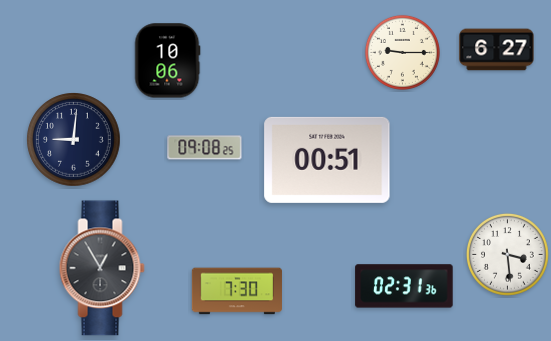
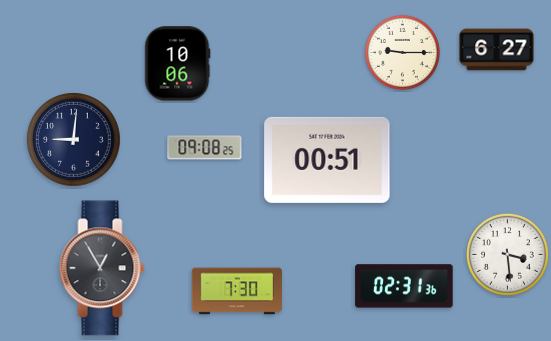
clock at (167, 61) position: (167, 61) -> (177, 64)
